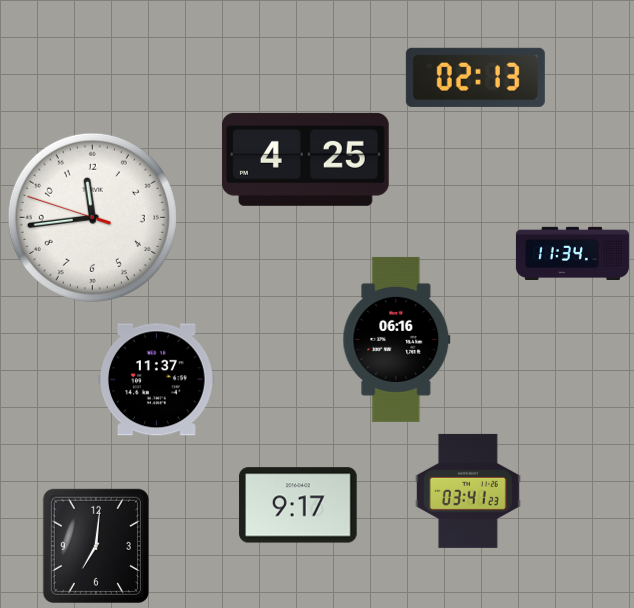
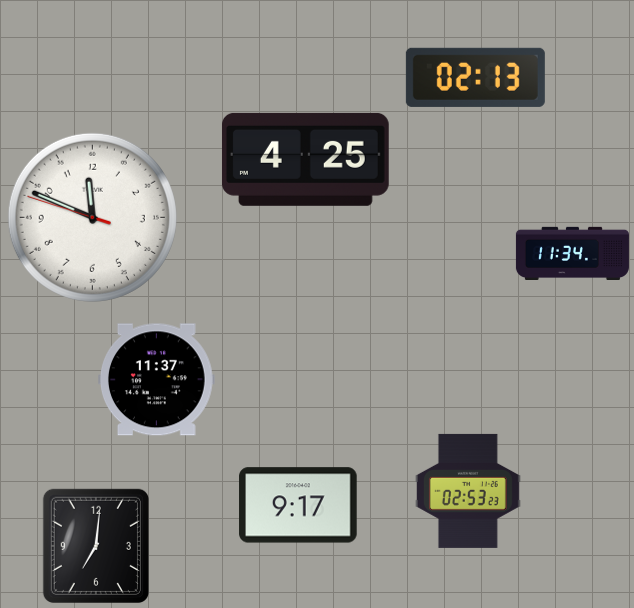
clock at (92, 217): 11:43 -> 11:48
clock at (397, 339): 06:16 -> none
clock at (468, 491): 03:41 -> 02:53
